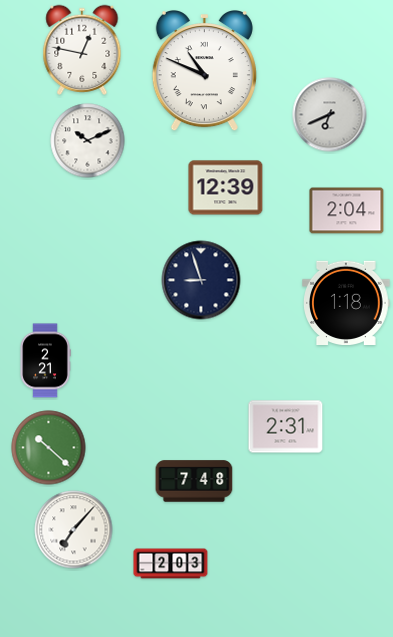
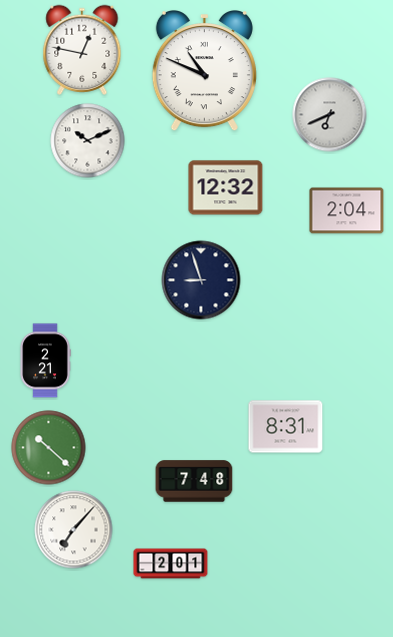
clock at (226, 188): 12:39 -> 12:32
clock at (346, 302): 1:18 -> none
clock at (286, 427): 2:31 -> 8:31
clock at (171, 564): 2:03 -> 2:01
